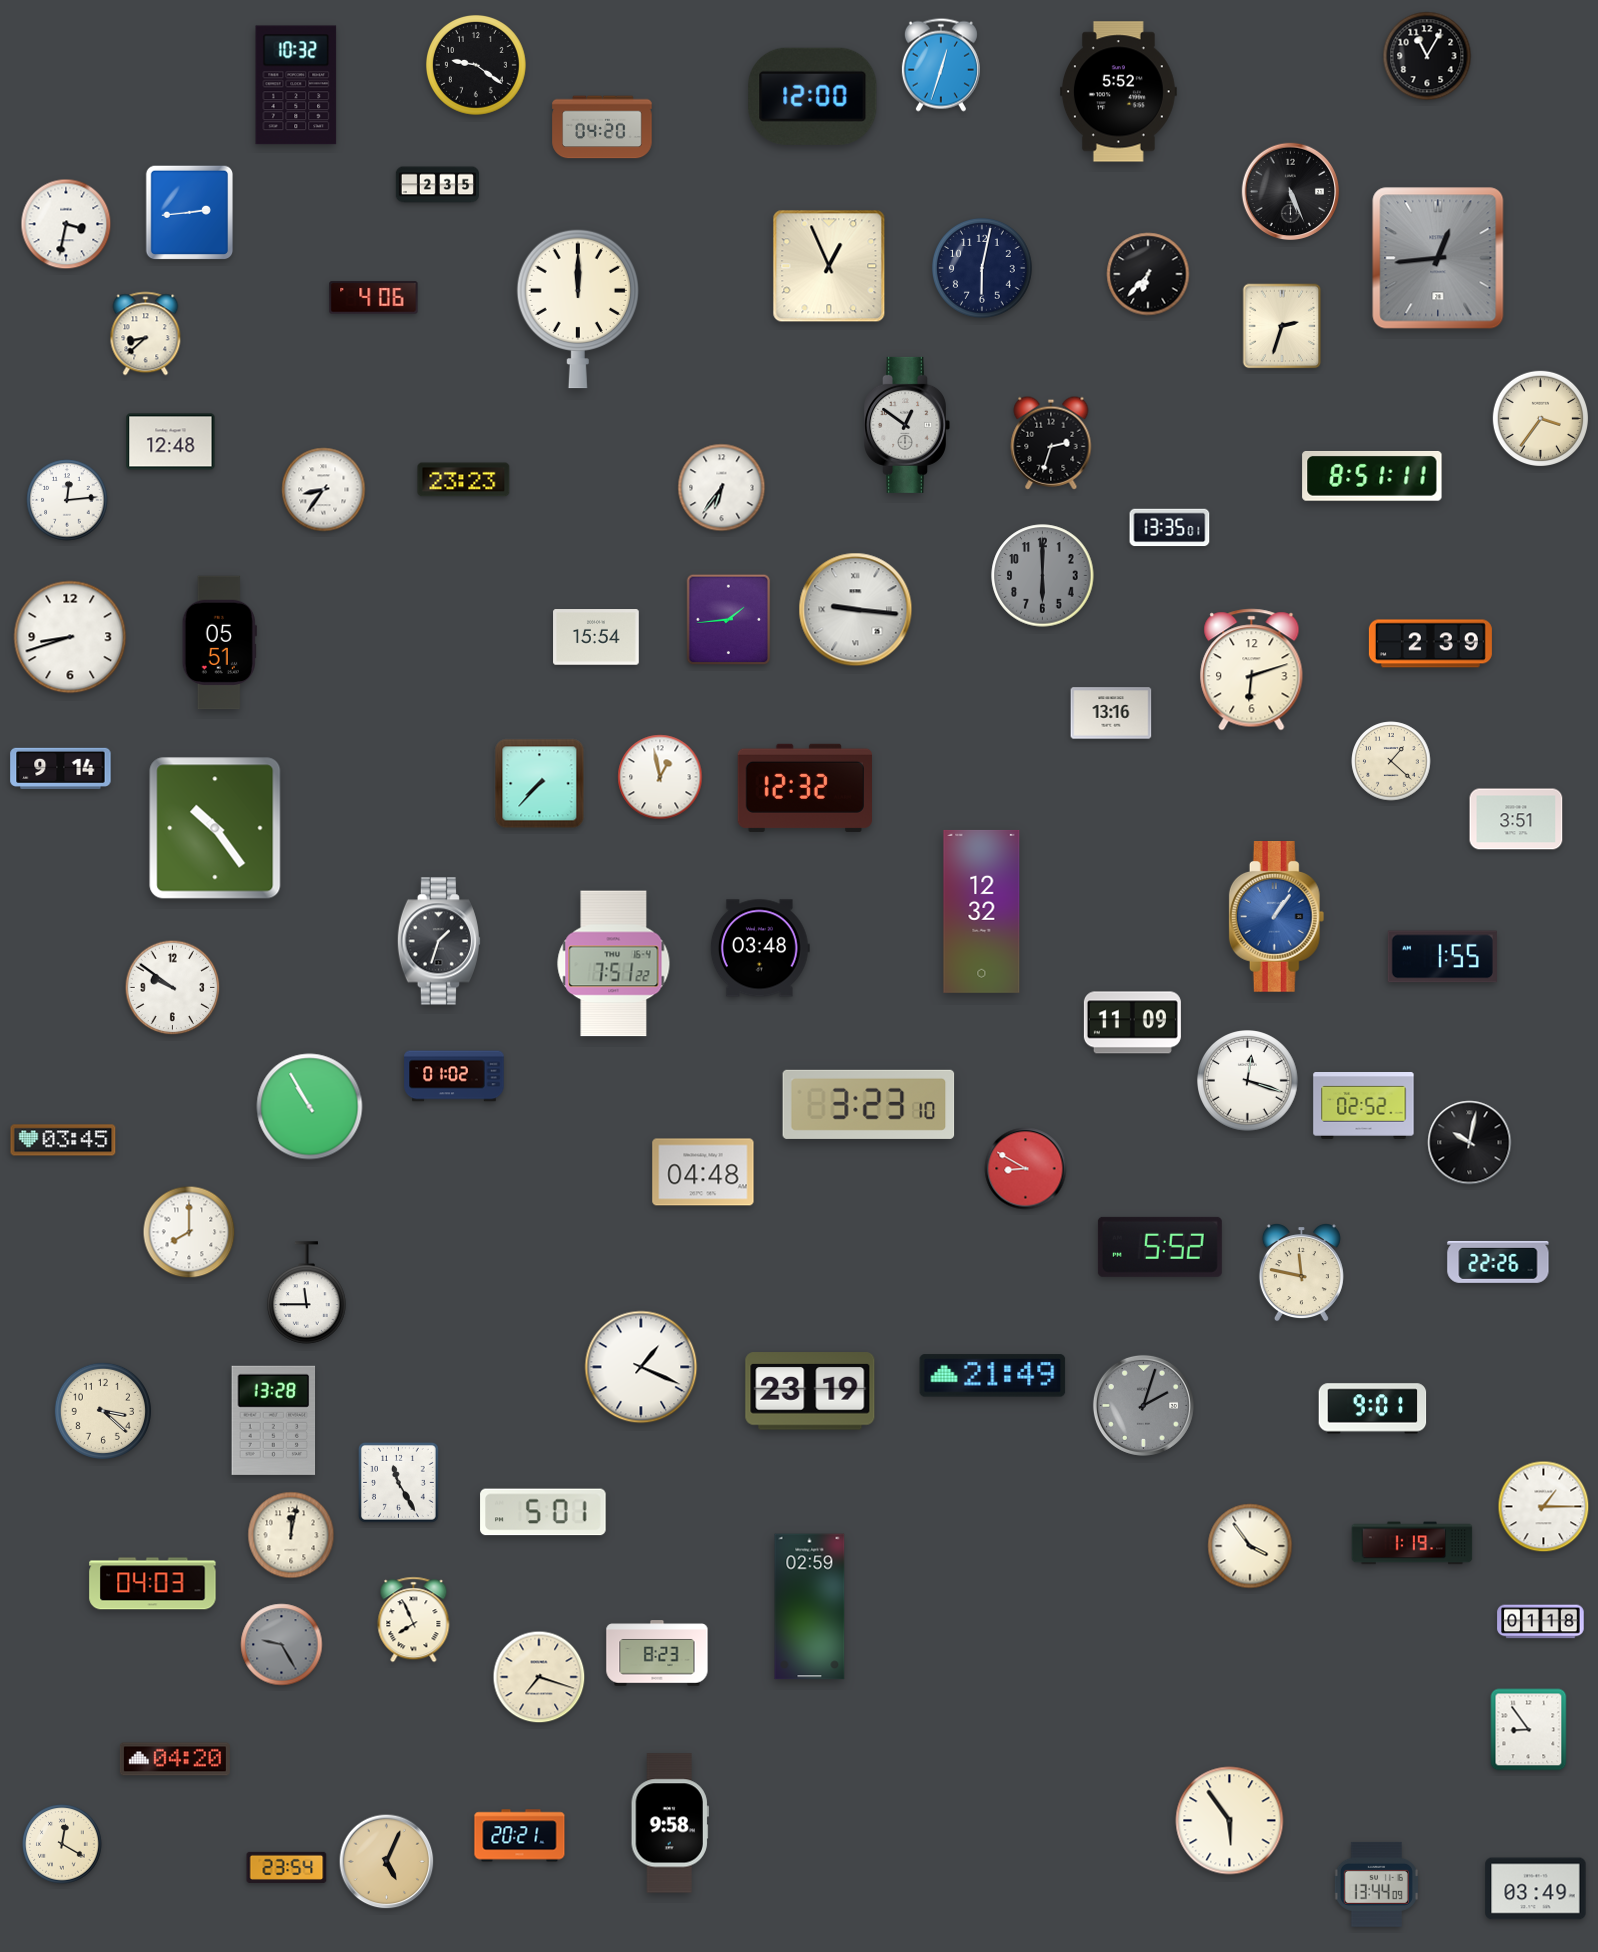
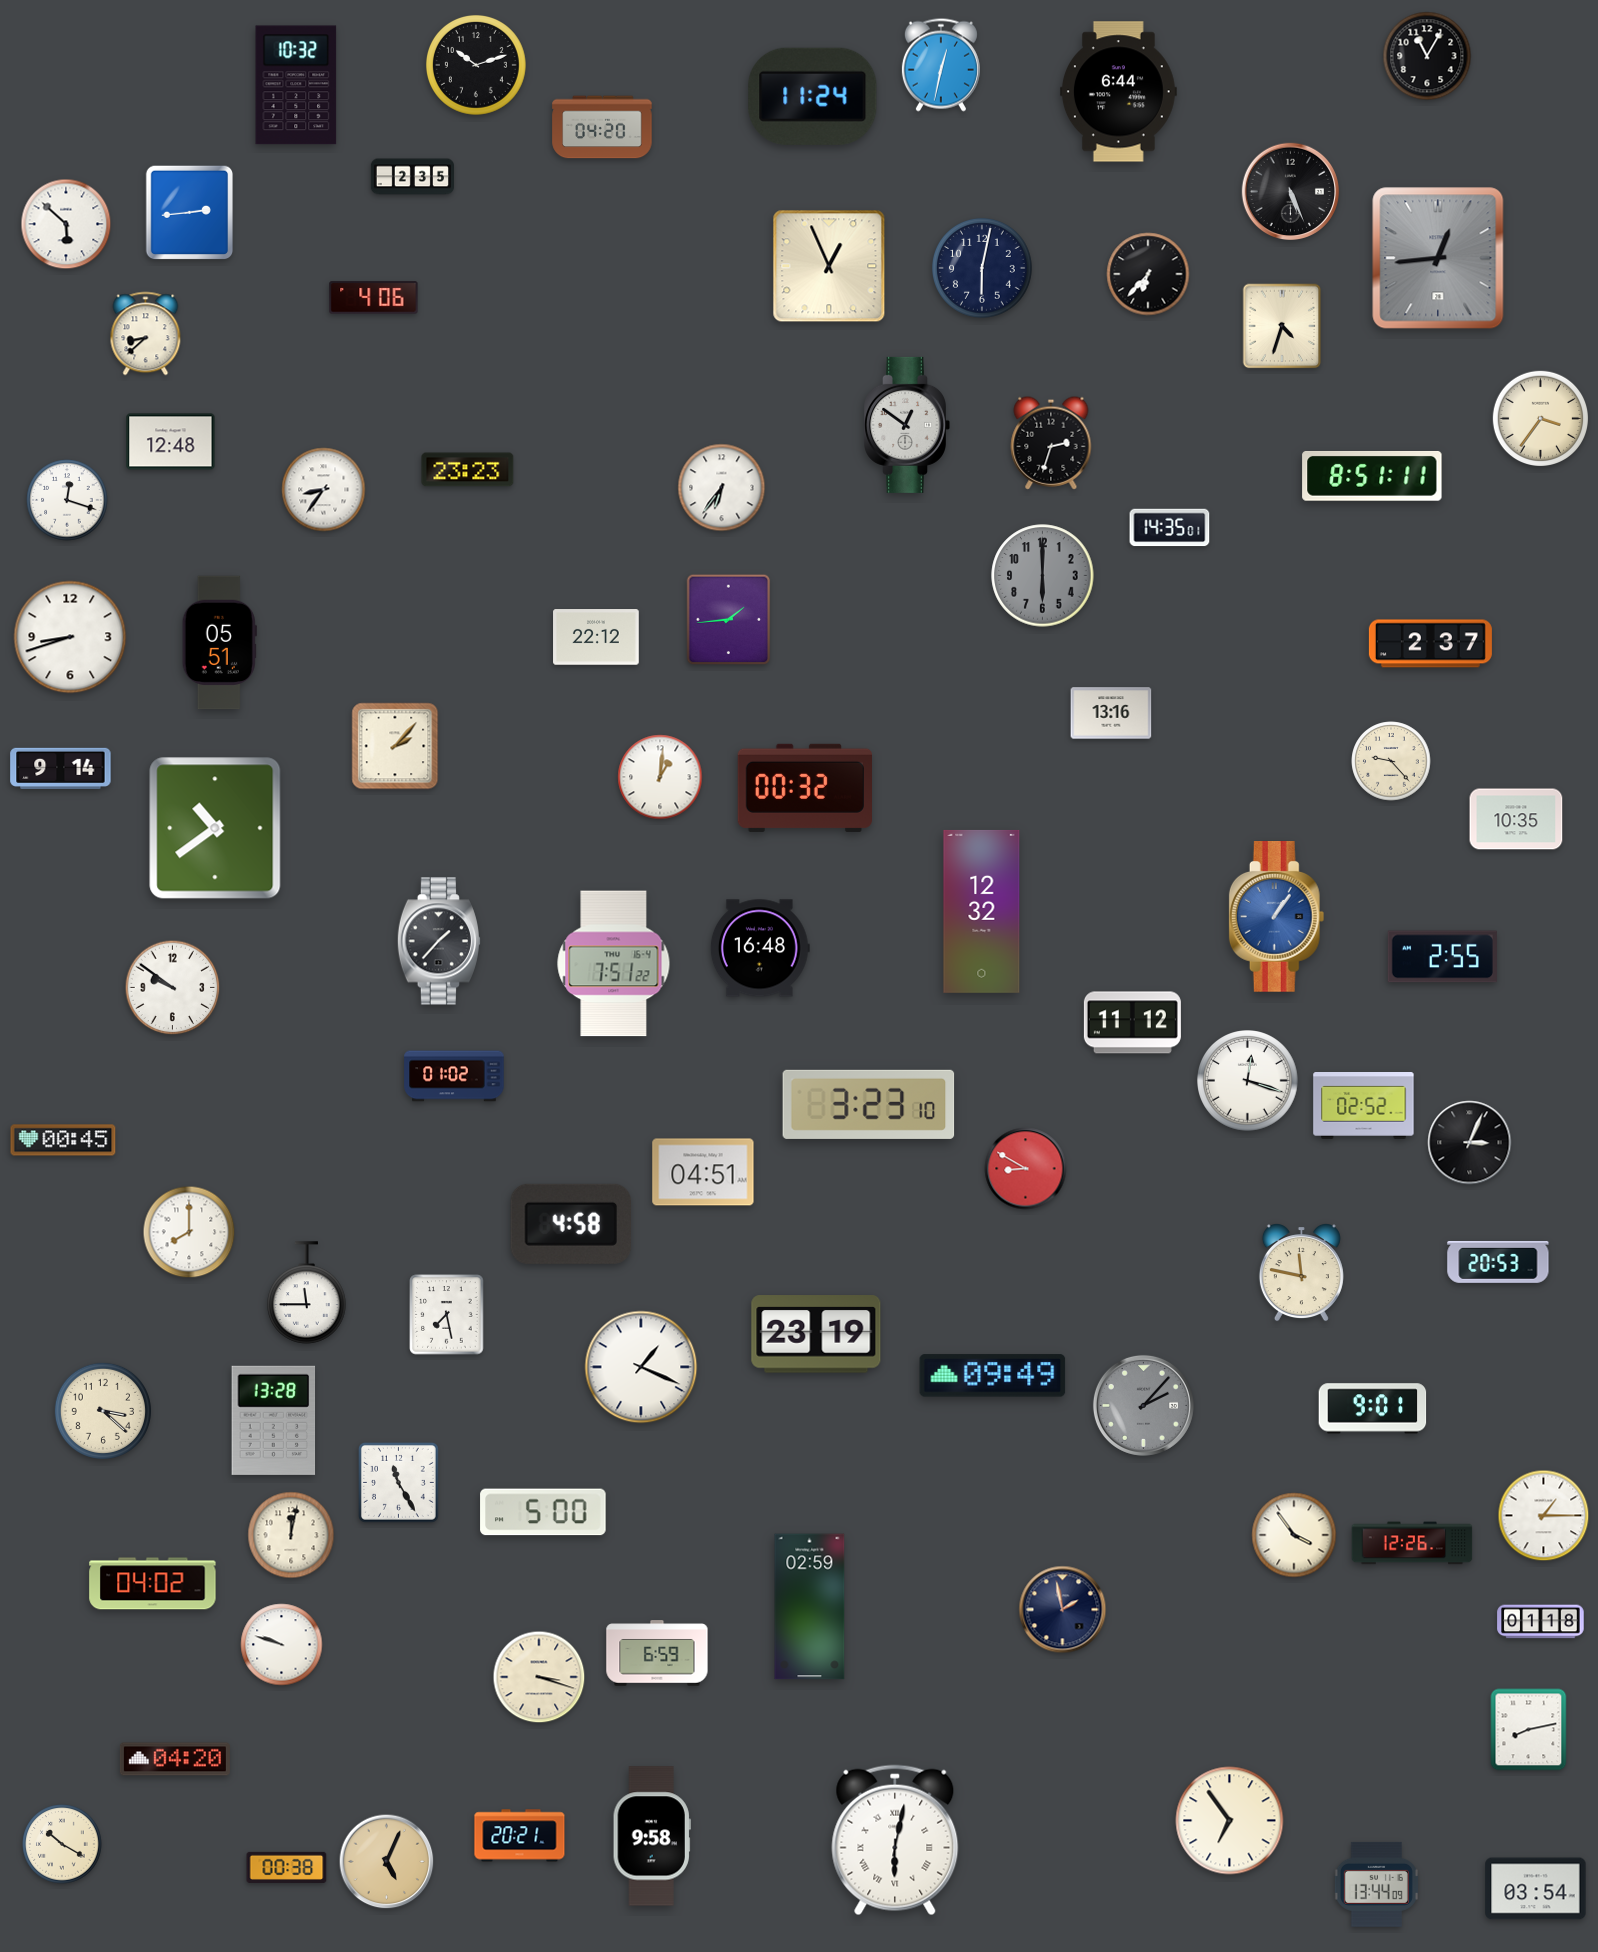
clock at (476, 65): 9:21 -> 10:12
clock at (941, 65): 12:33 -> 12:32
clock at (1118, 92): 5:52 -> 6:44
clock at (813, 96): 12:00 -> 11:24
clock at (437, 185) position: (437, 185) -> (412, 177)
clock at (66, 224): 3:32 -> 5:52
clock at (578, 309): 12:00 -> none
clock at (1282, 326): 2:33 -> 4:33
clock at (464, 480) position: (464, 480) -> (468, 470)
clock at (67, 500): 12:14 -> 12:18
clock at (1170, 528): 13:35 -> 14:35
clock at (856, 610): 9:16 -> none
clock at (596, 637): 15:54 -> 22:12
clock at (1430, 644): 2:39 -> 2:37
clock at (1252, 670): 6:12 -> none
clock at (395, 746): none -> 2:07
clock at (1391, 761): 1:22 -> 9:23
clock at (660, 777): 12:58 -> 1:01
clock at (540, 784): 7:37 -> none
clock at (804, 788): 12:32 -> 00:32
clock at (1516, 819): 3:51 -> 10:35
clock at (215, 828): 10:24 -> 10:39
clock at (438, 941): 1:33 -> 1:37
clock at (760, 948): 03:48 -> 16:48
clock at (1442, 957): 1:55 -> 2:55
clock at (1132, 1023): 11:09 -> 11:12
clock at (310, 1107): 10:55 -> none
clock at (63, 1140): 03:45 -> 00:45
clock at (1470, 1143): 10:02 -> 3:04
clock at (703, 1172): 04:48 -> 04:51
clock at (570, 1224): none -> 4:58
clock at (1160, 1247): 5:52 -> none
clock at (1498, 1262): 22:26 -> 20:53
clock at (447, 1315): none -> 7:28
clock at (993, 1376): 21:49 -> 09:49
clock at (810, 1391) position: (810, 1391) -> (816, 1334)
clock at (1143, 1405): 2:03 -> 2:07
clock at (1544, 1507) position: (1544, 1507) -> (1544, 1516)
clock at (543, 1512): 5:01 -> 5:00
clock at (1412, 1543): 1:19 -> 12:26
clock at (1250, 1546) position: (1250, 1546) -> (1294, 1535)
clock at (153, 1584): 04:03 -> 04:02
clock at (1063, 1610): none -> 1:58
clock at (414, 1620): 7:56 -> none
clock at (282, 1645): 9:25 -> 9:48
clock at (282, 1645) dial: grey -> white
clock at (657, 1653): 8:23 -> 6:59
clock at (539, 1677): 7:18 -> 3:18
clock at (1529, 1730): 8:54 -> 8:13
clock at (1230, 1821): 5:54 -> 6:54
clock at (670, 1823) position: (670, 1823) -> (652, 1836)
clock at (895, 1840): none -> 6:02
clock at (62, 1844): 12:20 -> 10:20
clock at (287, 1867): 23:54 -> 00:38
clock at (1536, 1889): 03:49 -> 03:54
